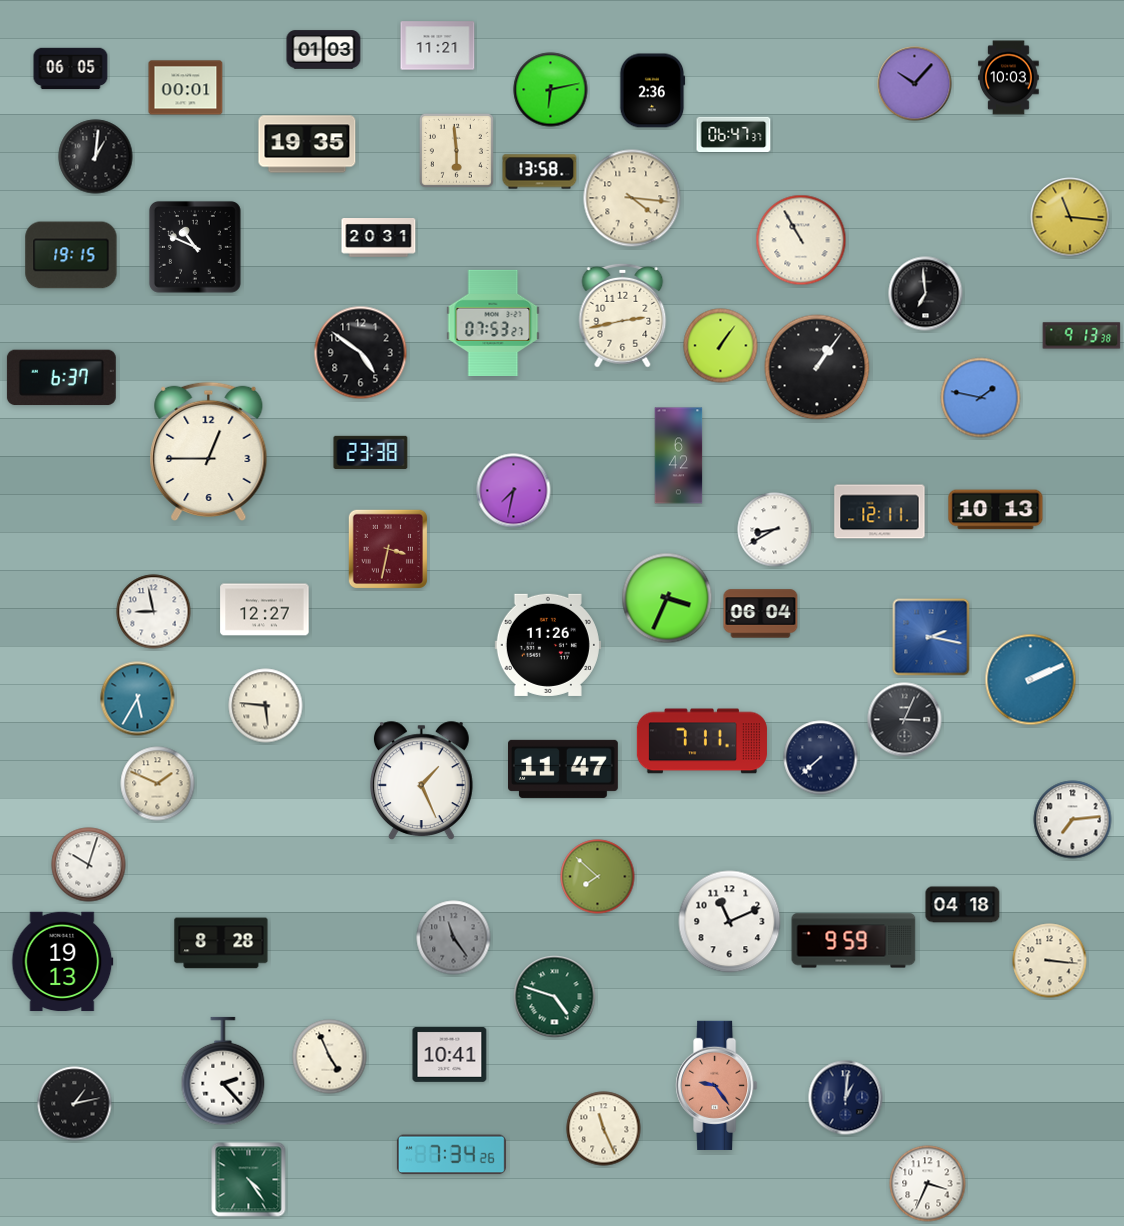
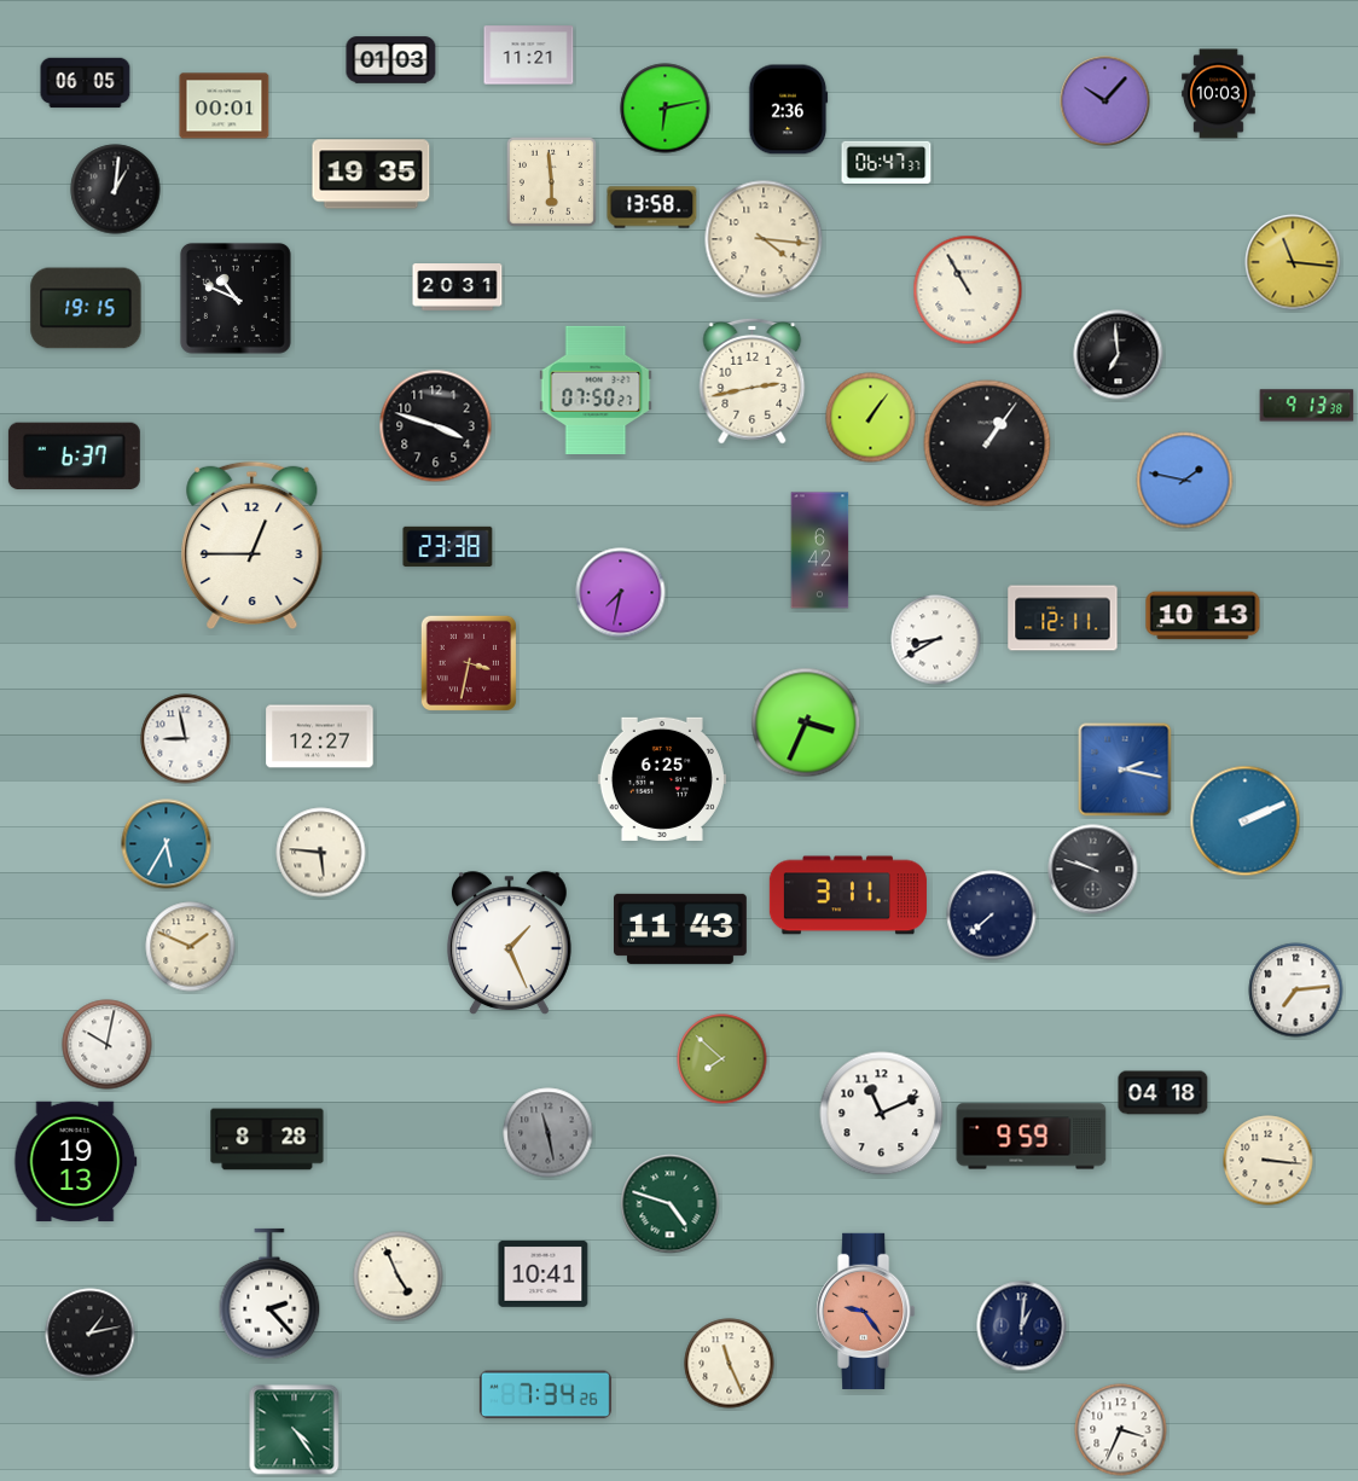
clock at (493, 323): 07:53 -> 07:50
clock at (361, 353): 4:51 -> 3:48
clock at (761, 614): 06:04 -> none
clock at (548, 645): 11:26 -> 6:25
clock at (905, 720): 3:04 -> 9:48
clock at (702, 741): 7:11 -> 3:11
clock at (564, 769): 11:47 -> 11:43
clock at (89, 865): 10:03 -> 10:02
clock at (454, 938): 11:24 -> 11:28
clock at (249, 1180) position: (249, 1180) -> (295, 1430)
